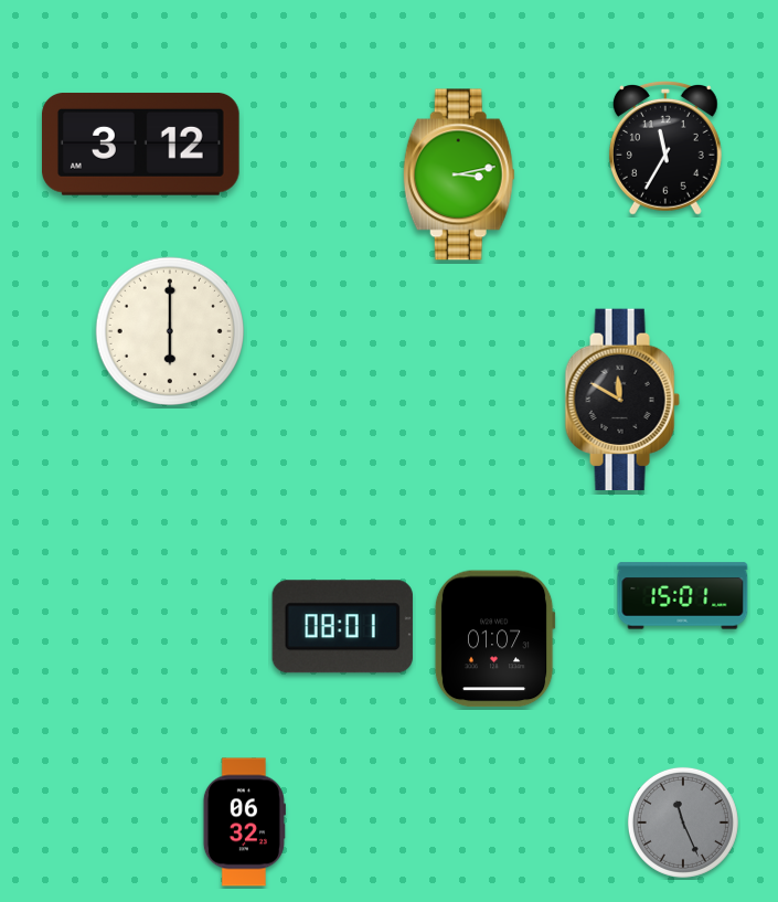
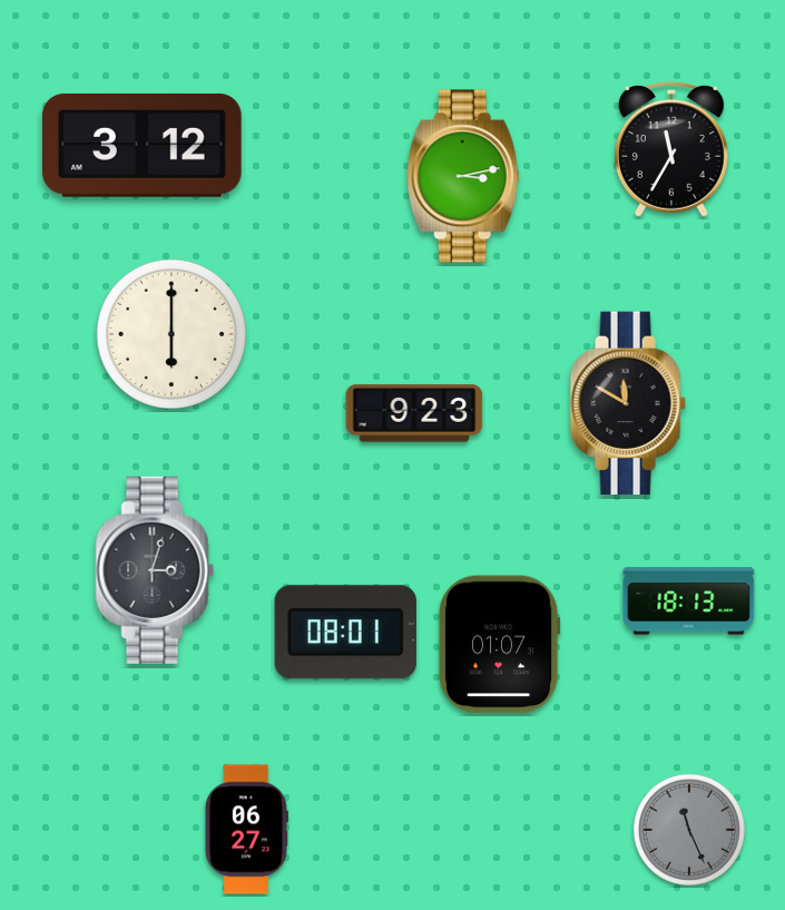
clock at (414, 413): none -> 9:23
clock at (155, 570): none -> 3:03
clock at (683, 596): 15:01 -> 18:13
clock at (244, 823): 06:32 -> 06:27
